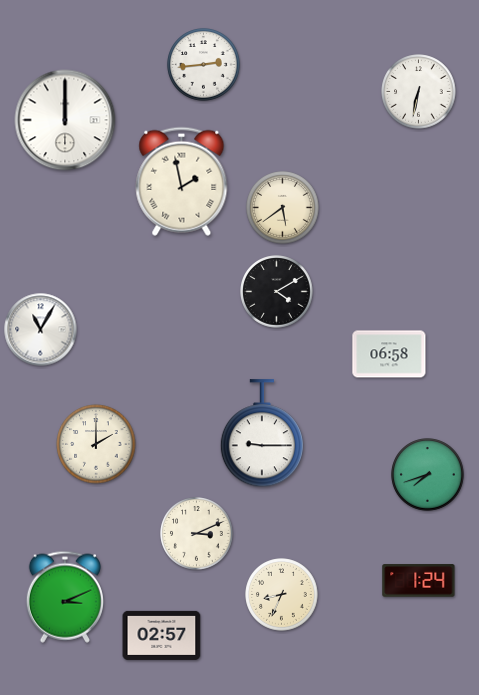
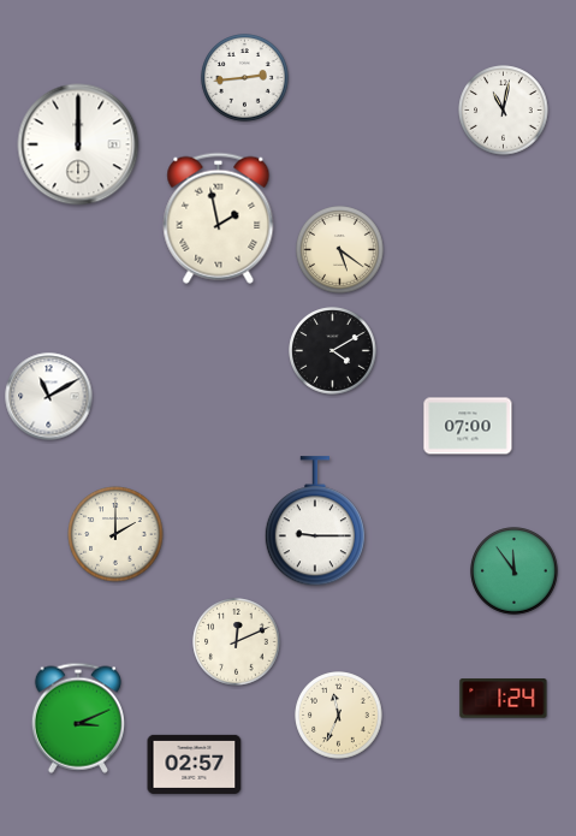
clock at (419, 92): 6:32 -> 11:02
clock at (283, 208): 5:39 -> 5:21
clock at (41, 330): 11:05 -> 11:10
clock at (389, 354): 06:58 -> 07:00
clock at (428, 475): 7:42 -> 11:54
clock at (197, 534): 3:11 -> 12:11
clock at (282, 595): 8:34 -> 11:34
